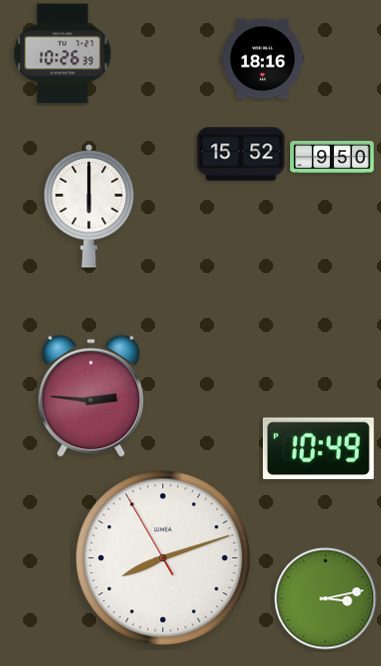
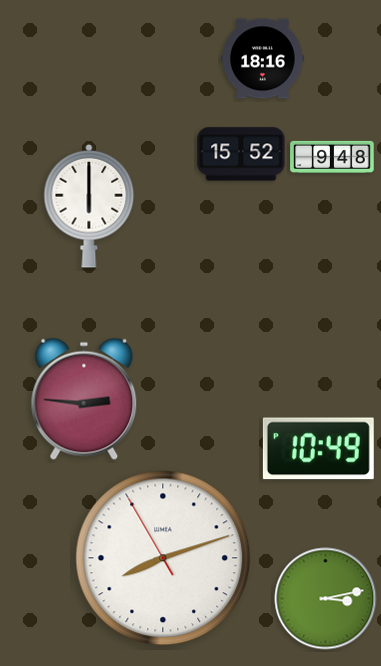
clock at (63, 54): 10:26 -> none
clock at (332, 157): 9:50 -> 9:48
clock at (91, 396) position: (91, 396) -> (84, 399)
